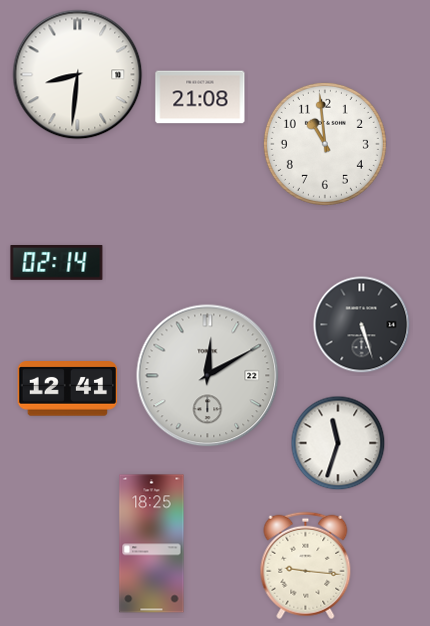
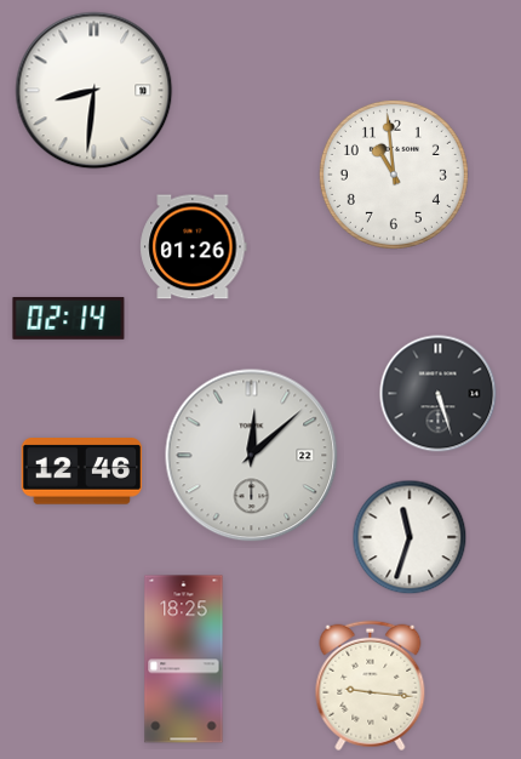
clock at (200, 97): 21:08 -> none
clock at (194, 247): none -> 01:26
clock at (208, 376): 12:10 -> 12:08
clock at (68, 389): 12:41 -> 12:46
